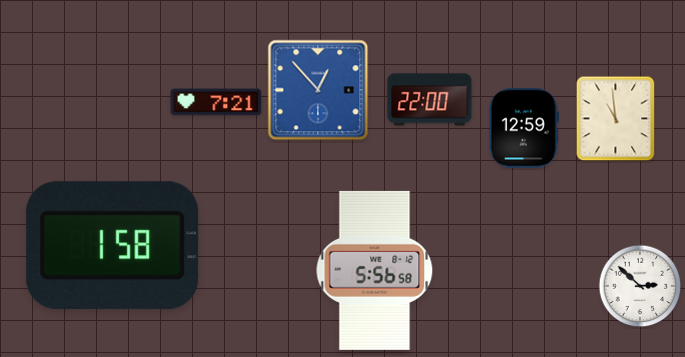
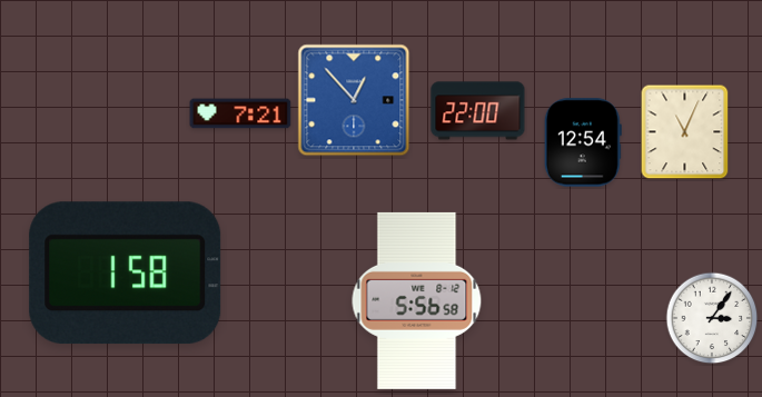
clock at (616, 119): 10:59 -> 11:04
clock at (524, 128): 12:59 -> 12:54
clock at (640, 286): 2:52 -> 3:06
